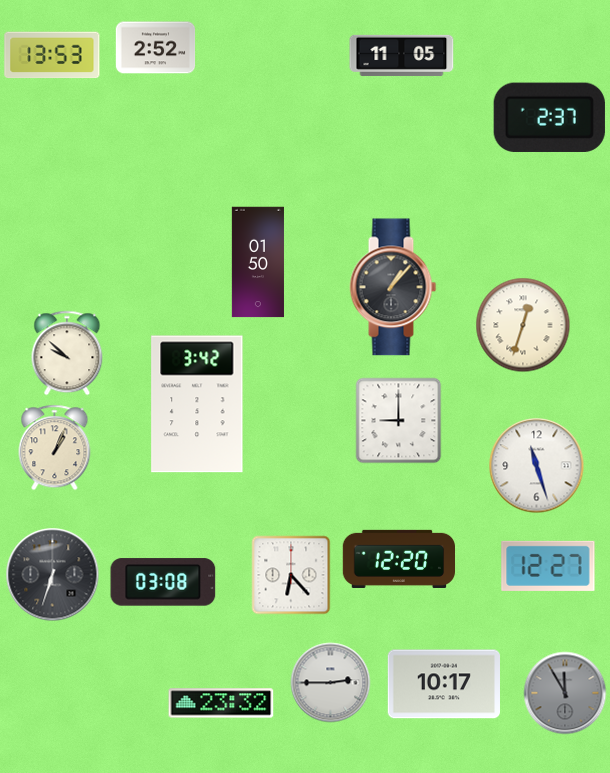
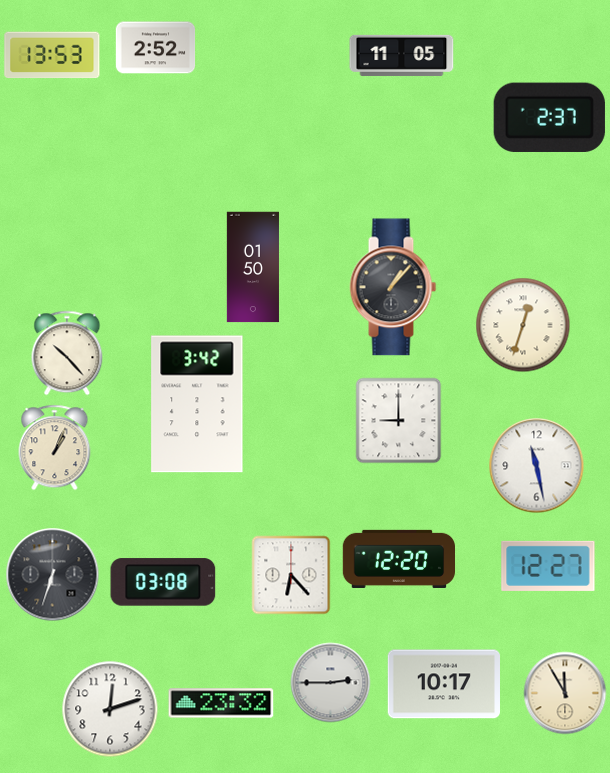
clock at (258, 262) position: (258, 262) -> (253, 267)
clock at (67, 353): 9:52 -> 10:23
clock at (537, 466): 11:27 -> 11:28
clock at (565, 693) dial: grey -> cream
clock at (110, 709): none -> 12:12
